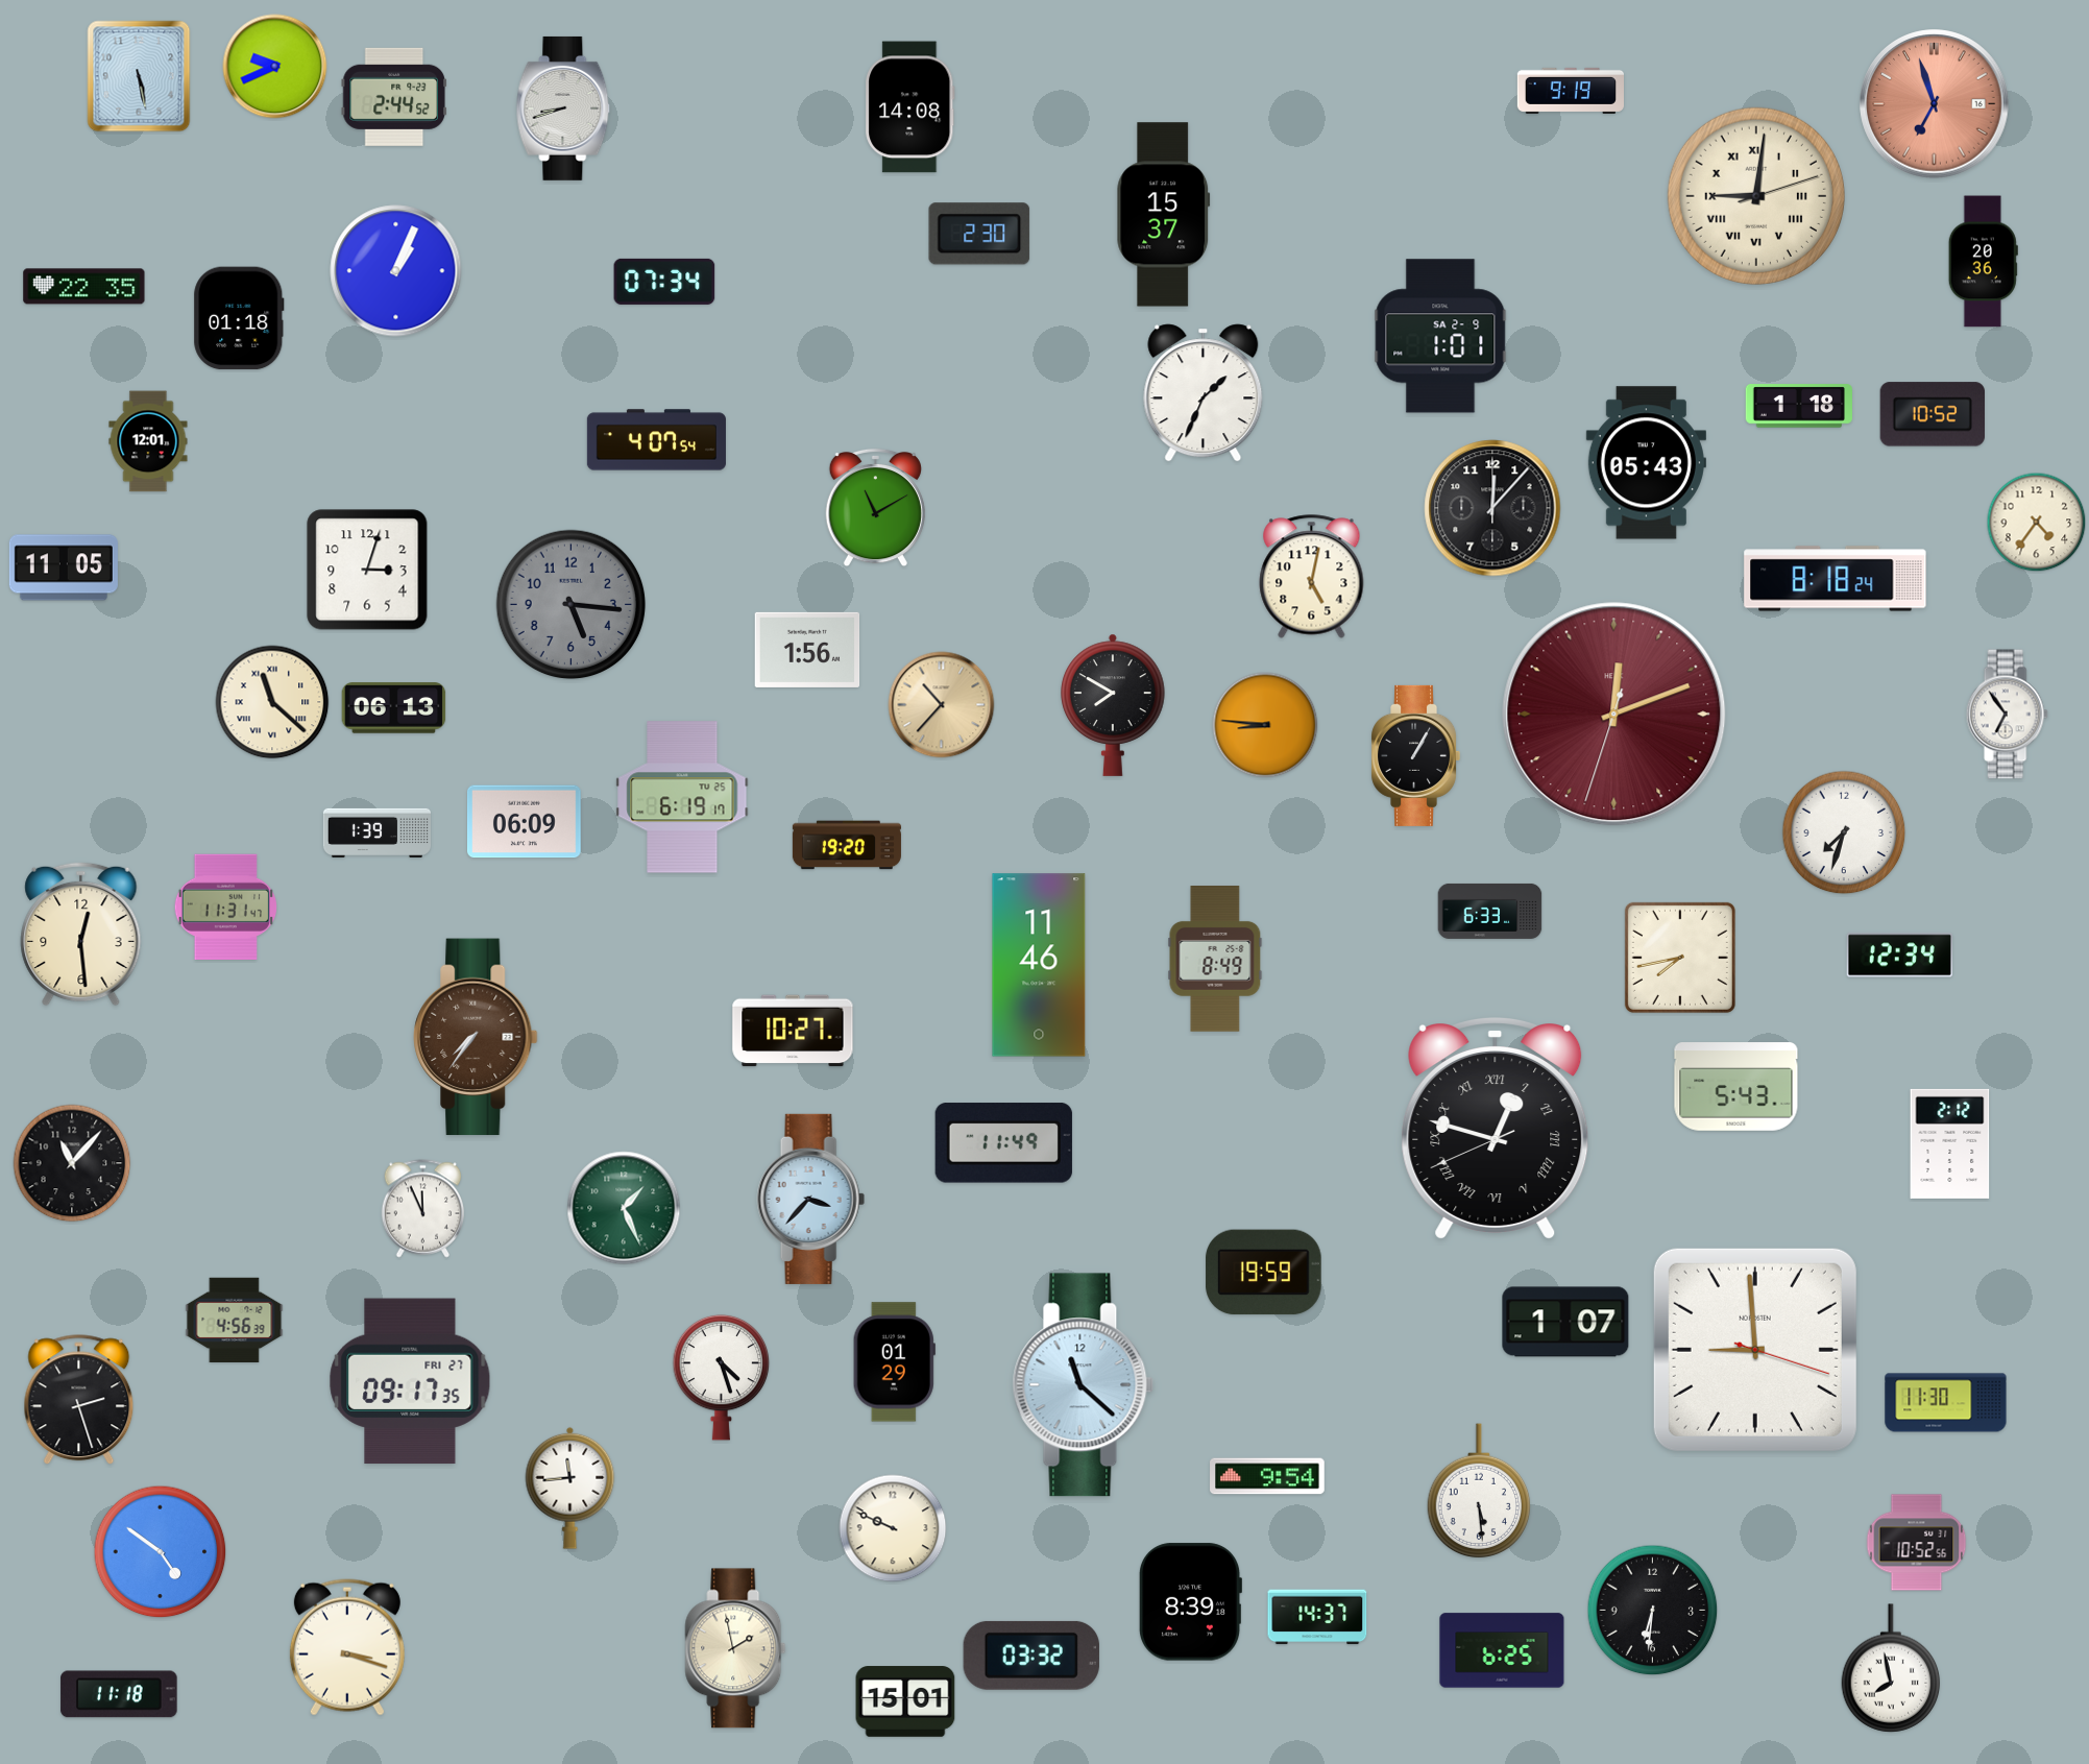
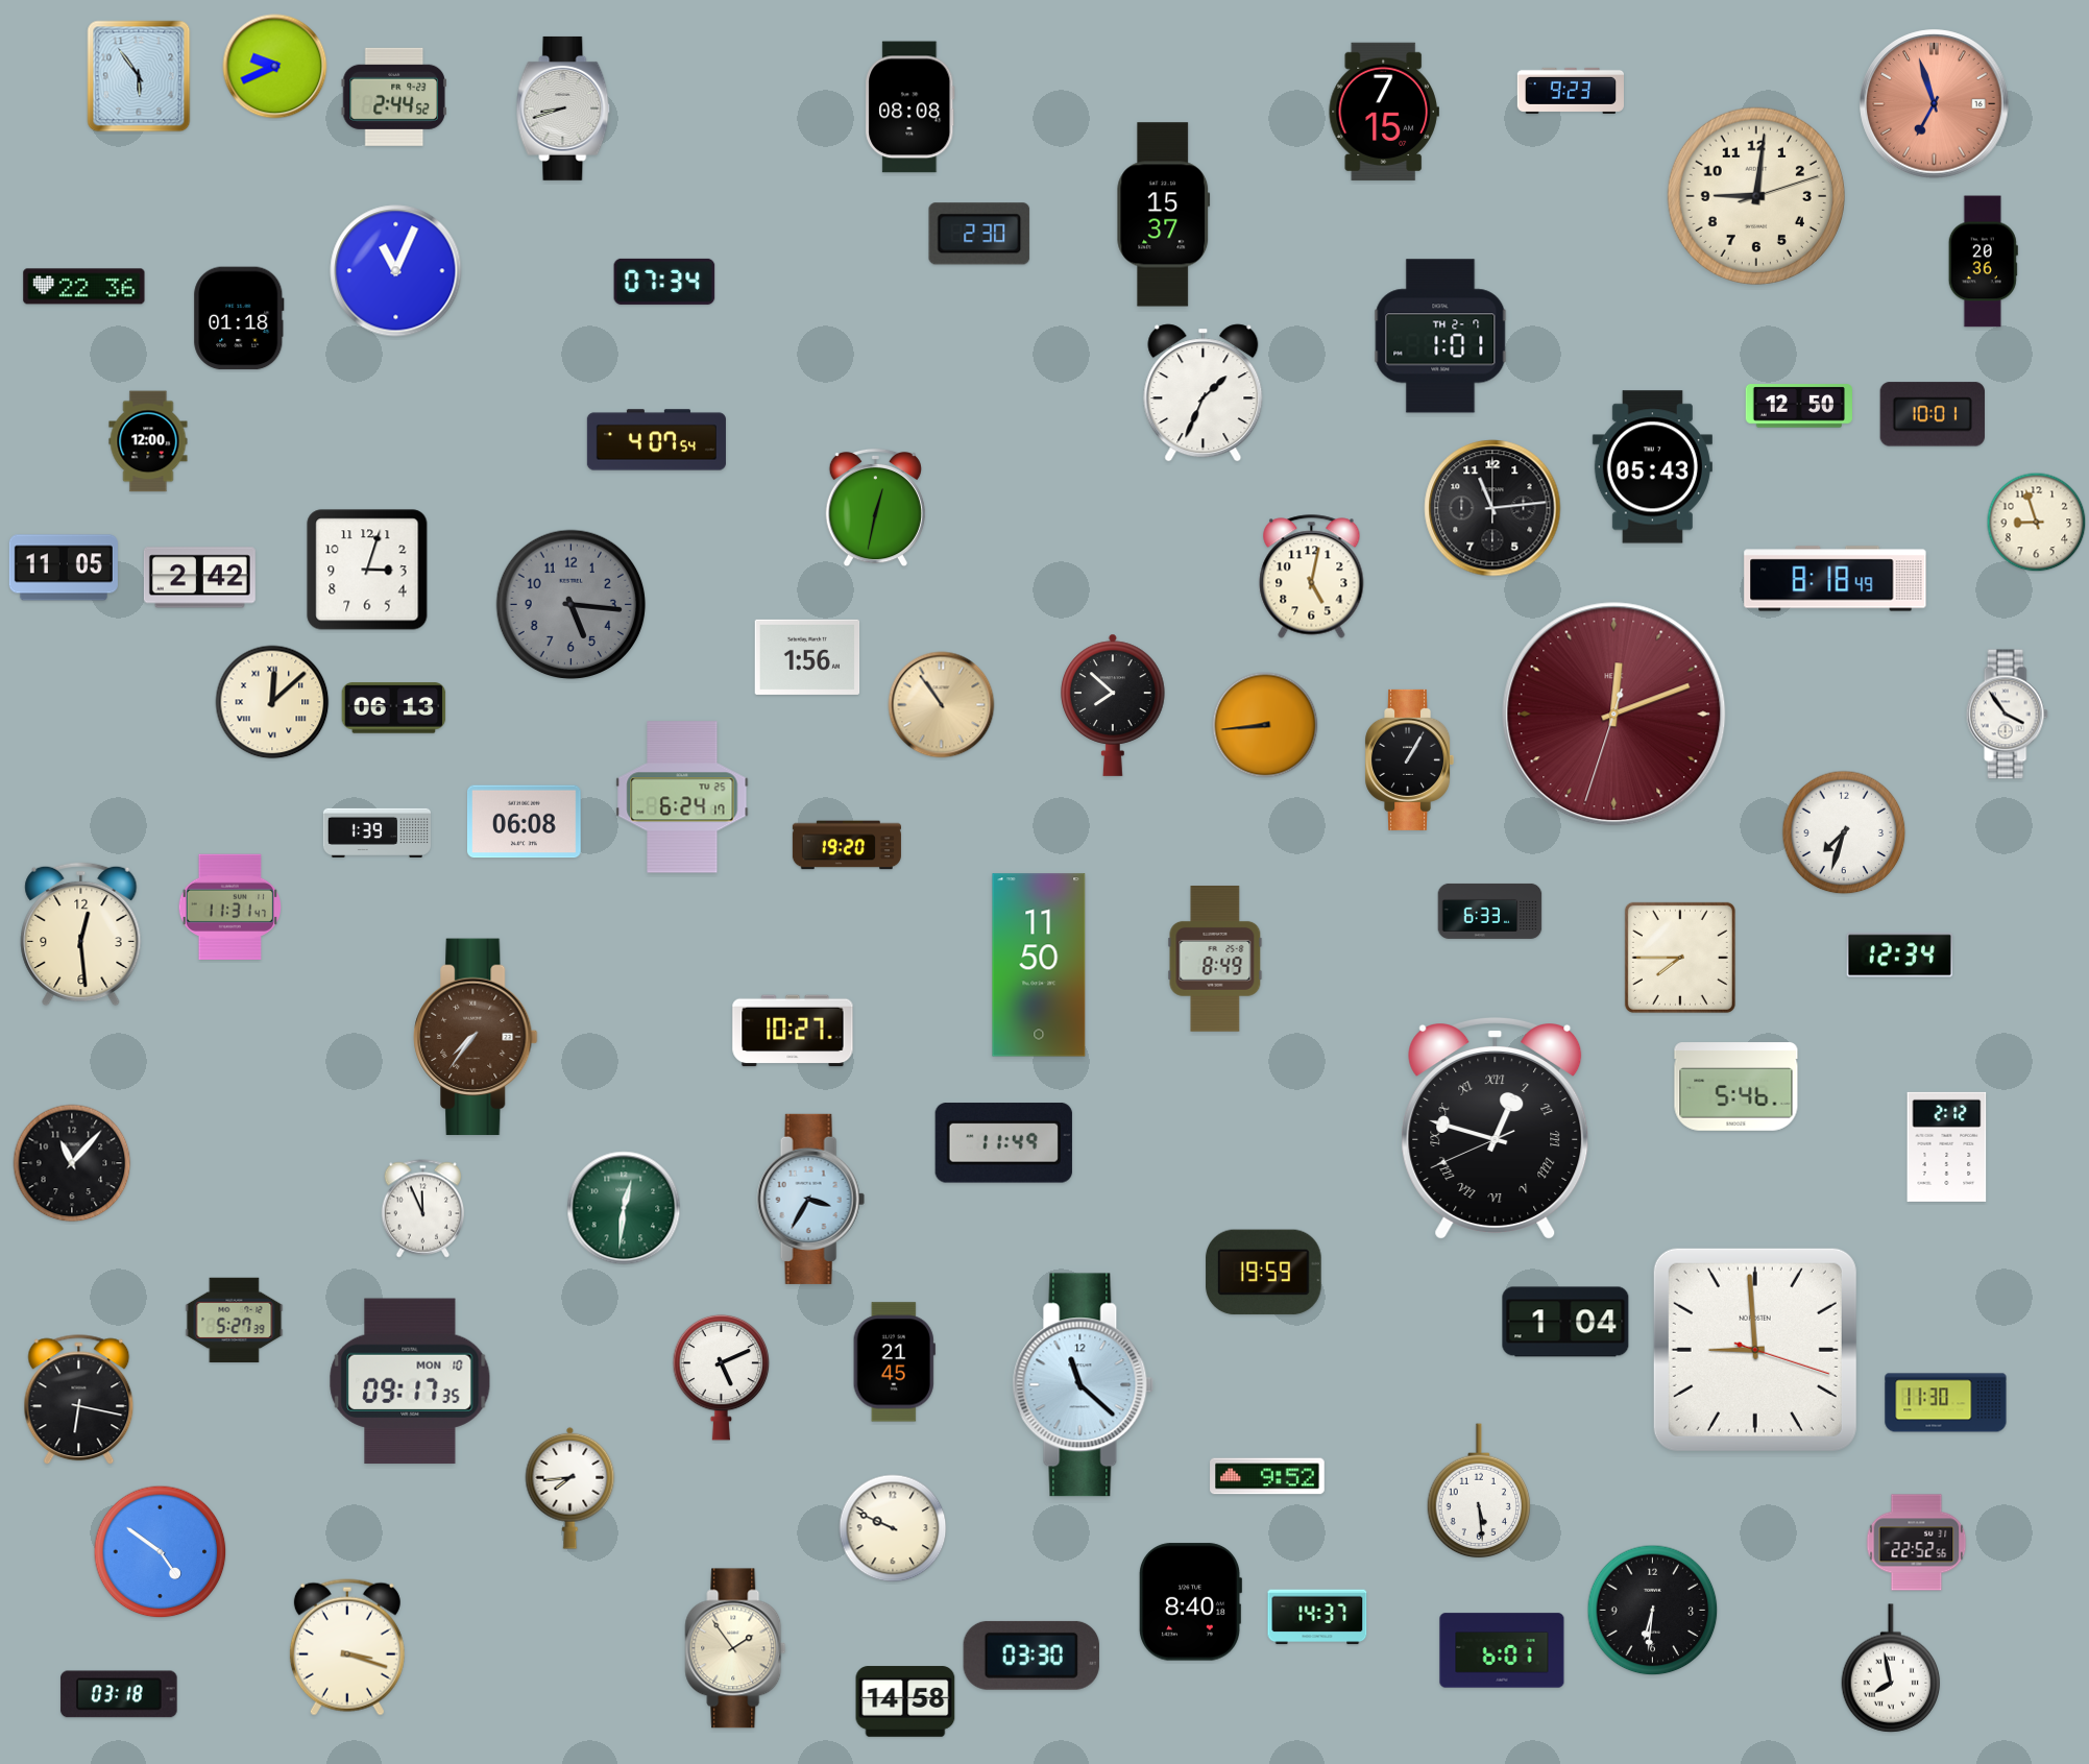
clock at (139, 76): 5:28 -> 5:54
clock at (1570, 91): 9:19 -> 9:23
clock at (910, 107): 14:08 -> 08:08
clock at (1384, 112): none -> 7:15
clock at (1756, 196) numerals: Roman -> Arabic
clock at (396, 271): 1:04 -> 11:04
clock at (84, 287): 22:35 -> 22:36
clock at (1440, 336) date: SA 2-9 -> TH 2-7
clock at (1799, 406): 1:18 -> 12:50
clock at (1932, 414): 10:52 -> 10:01
clock at (148, 441): 12:01 -> 12:00
clock at (1646, 463) position: (1646, 463) -> (1652, 467)
clock at (875, 508): 11:10 -> 12:32
clock at (1492, 508): 12:07 -> 11:14
clock at (2037, 523): 4:36 -> 8:57
clock at (199, 578): none -> 2:42
clock at (1836, 579): 8:18:24 -> 8:18:49
clock at (807, 650) position: (807, 650) -> (807, 657)
clock at (272, 702): 11:22 -> 12:08
clock at (942, 705): 10:37 -> 10:54
clock at (1113, 705): 7:50 -> 7:52
clock at (2007, 715): 6:54 -> 3:54
clock at (1265, 725): 8:46 -> 8:44
clock at (1416, 755) position: (1416, 755) -> (1410, 759)
clock at (682, 797): 6:19 -> 6:24
clock at (525, 822): 06:09 -> 06:08
clock at (225, 907) position: (225, 907) -> (229, 907)
clock at (1680, 958): 7:43 -> 7:45
clock at (1039, 965): 11:46 -> 11:50
clock at (1736, 1087): 5:43 -> 5:46
clock at (1950, 1143) position: (1950, 1143) -> (1947, 1146)
clock at (810, 1199): 3:37 -> 3:35
clock at (624, 1208): 1:26 -> 12:31
clock at (235, 1320): 4:56 -> 5:27
clock at (1565, 1322): 1:07 -> 1:04
clock at (894, 1362): 01:29 -> 21:45
clock at (722, 1377): 4:27 -> 5:11
clock at (410, 1381) date: FRI 27 -> MON 10
clock at (79, 1400): 2:27 -> 6:17
clock at (1267, 1476): 9:54 -> 9:52
clock at (570, 1488): 11:44 -> 7:44
clock at (1917, 1543): 10:52 -> 22:52
clock at (1191, 1602): 8:39 -> 8:40
clock at (735, 1648): 1:58 -> 1:54
clock at (1502, 1650): 6:25 -> 6:01
clock at (1031, 1656): 03:32 -> 03:30
clock at (119, 1694): 11:18 -> 03:18
clock at (905, 1701): 15:01 -> 14:58
